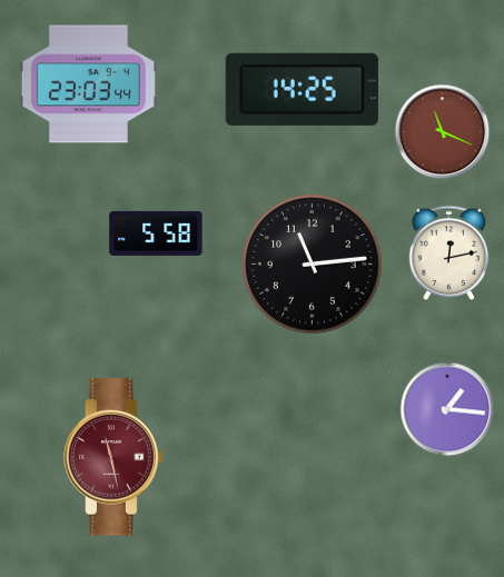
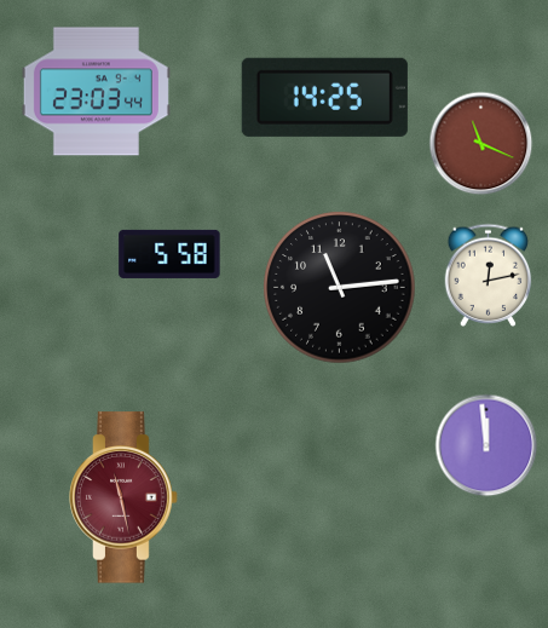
clock at (302, 89) position: (302, 89) -> (324, 97)
clock at (447, 409): 1:16 -> 11:59
